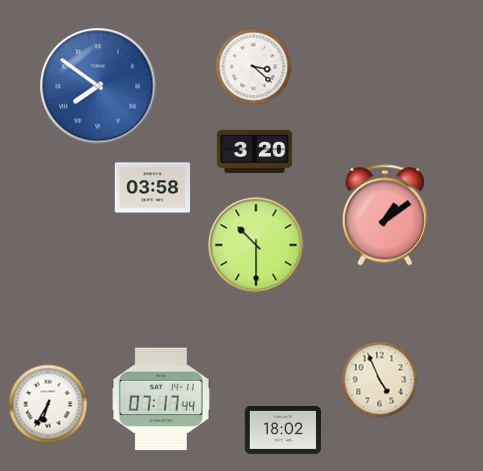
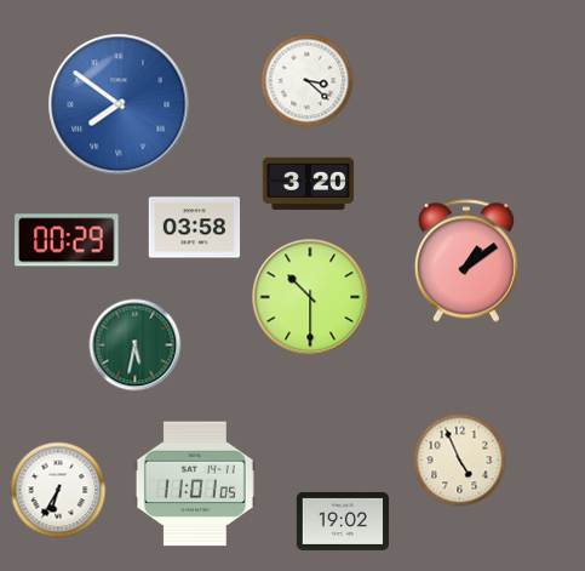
clock at (153, 188) position: (153, 188) -> (195, 228)
clock at (67, 240): none -> 00:29
clock at (136, 346): none -> 5:32
clock at (161, 399): 07:17 -> 11:01
clock at (282, 430): 18:02 -> 19:02
